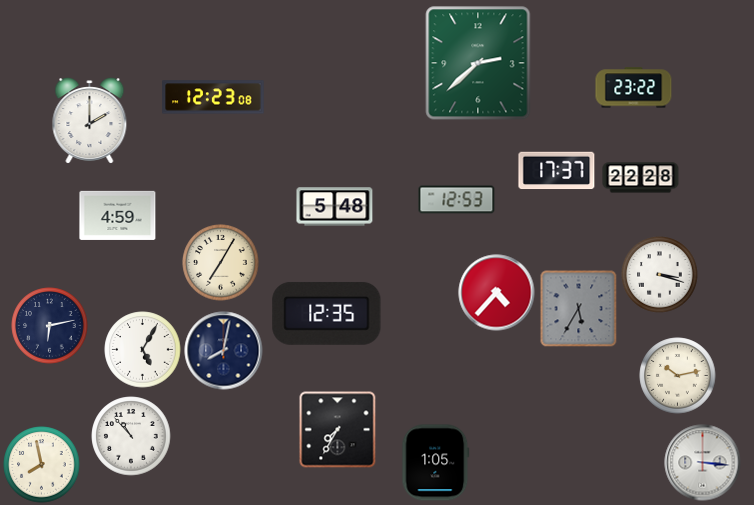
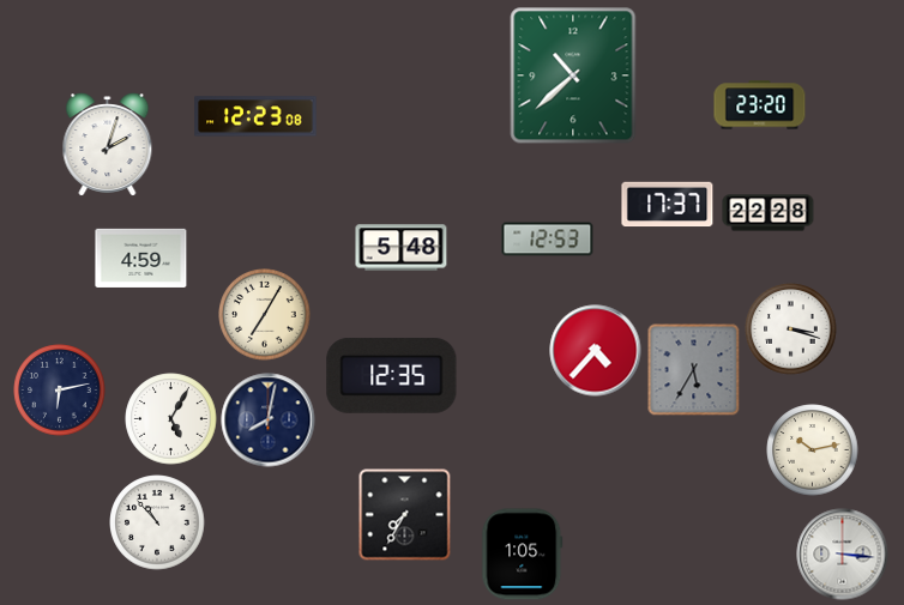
clock at (478, 63): 2:38 -> 10:38
clock at (634, 88): 23:22 -> 23:20
clock at (90, 121): 2:00 -> 2:03
clock at (42, 465): 7:58 -> none
